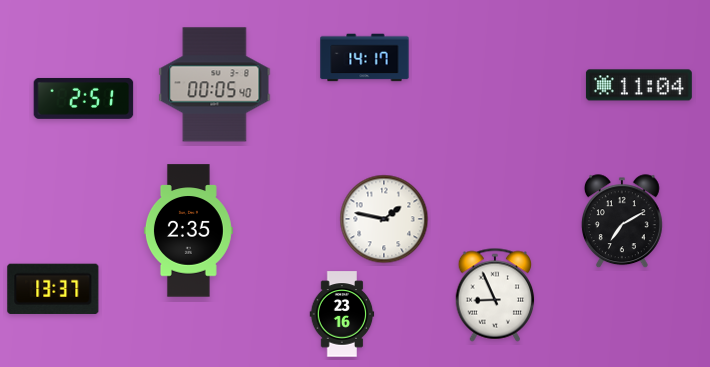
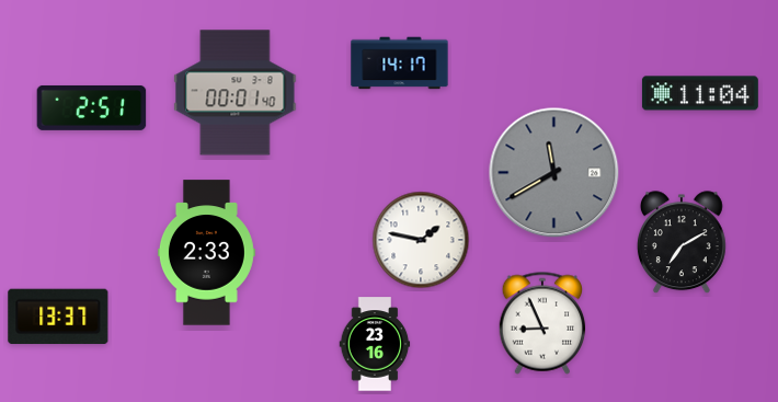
clock at (215, 85): 00:05 -> 00:01
clock at (554, 173): none -> 11:40
clock at (188, 231): 2:35 -> 2:33
